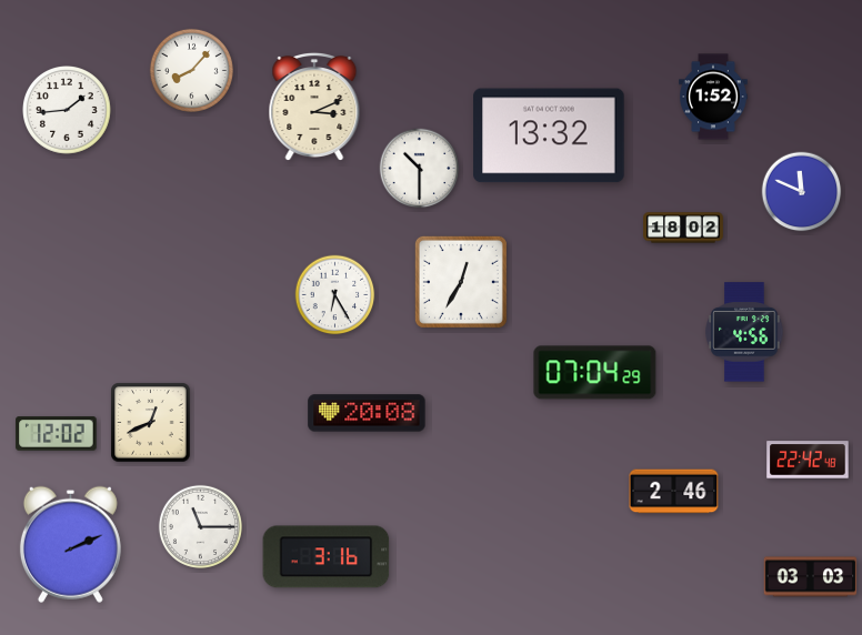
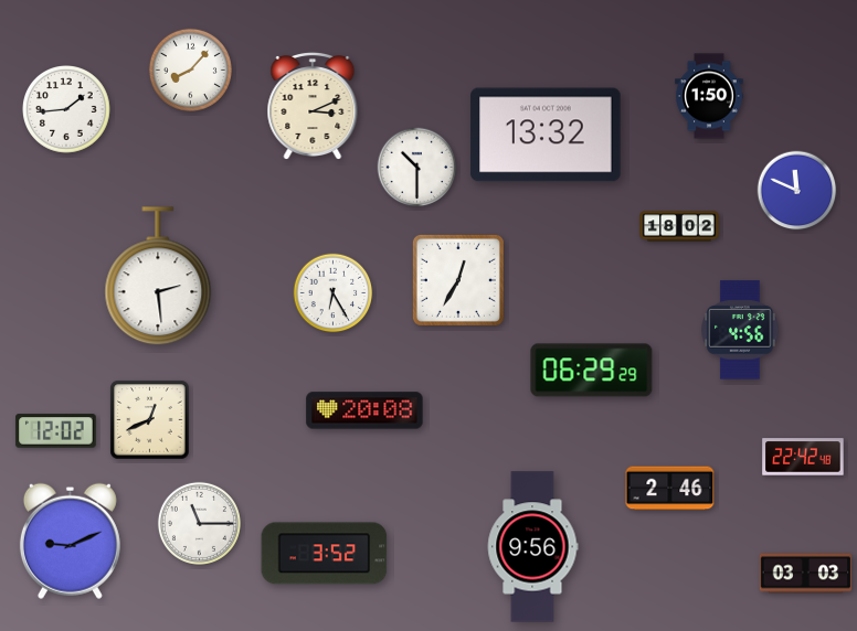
clock at (713, 97): 1:52 -> 1:50
clock at (158, 277): none -> 2:29
clock at (595, 373): 07:04 -> 06:29
clock at (70, 544): 2:11 -> 9:11
clock at (532, 547): none -> 9:56
clock at (327, 557): 3:16 -> 3:52
